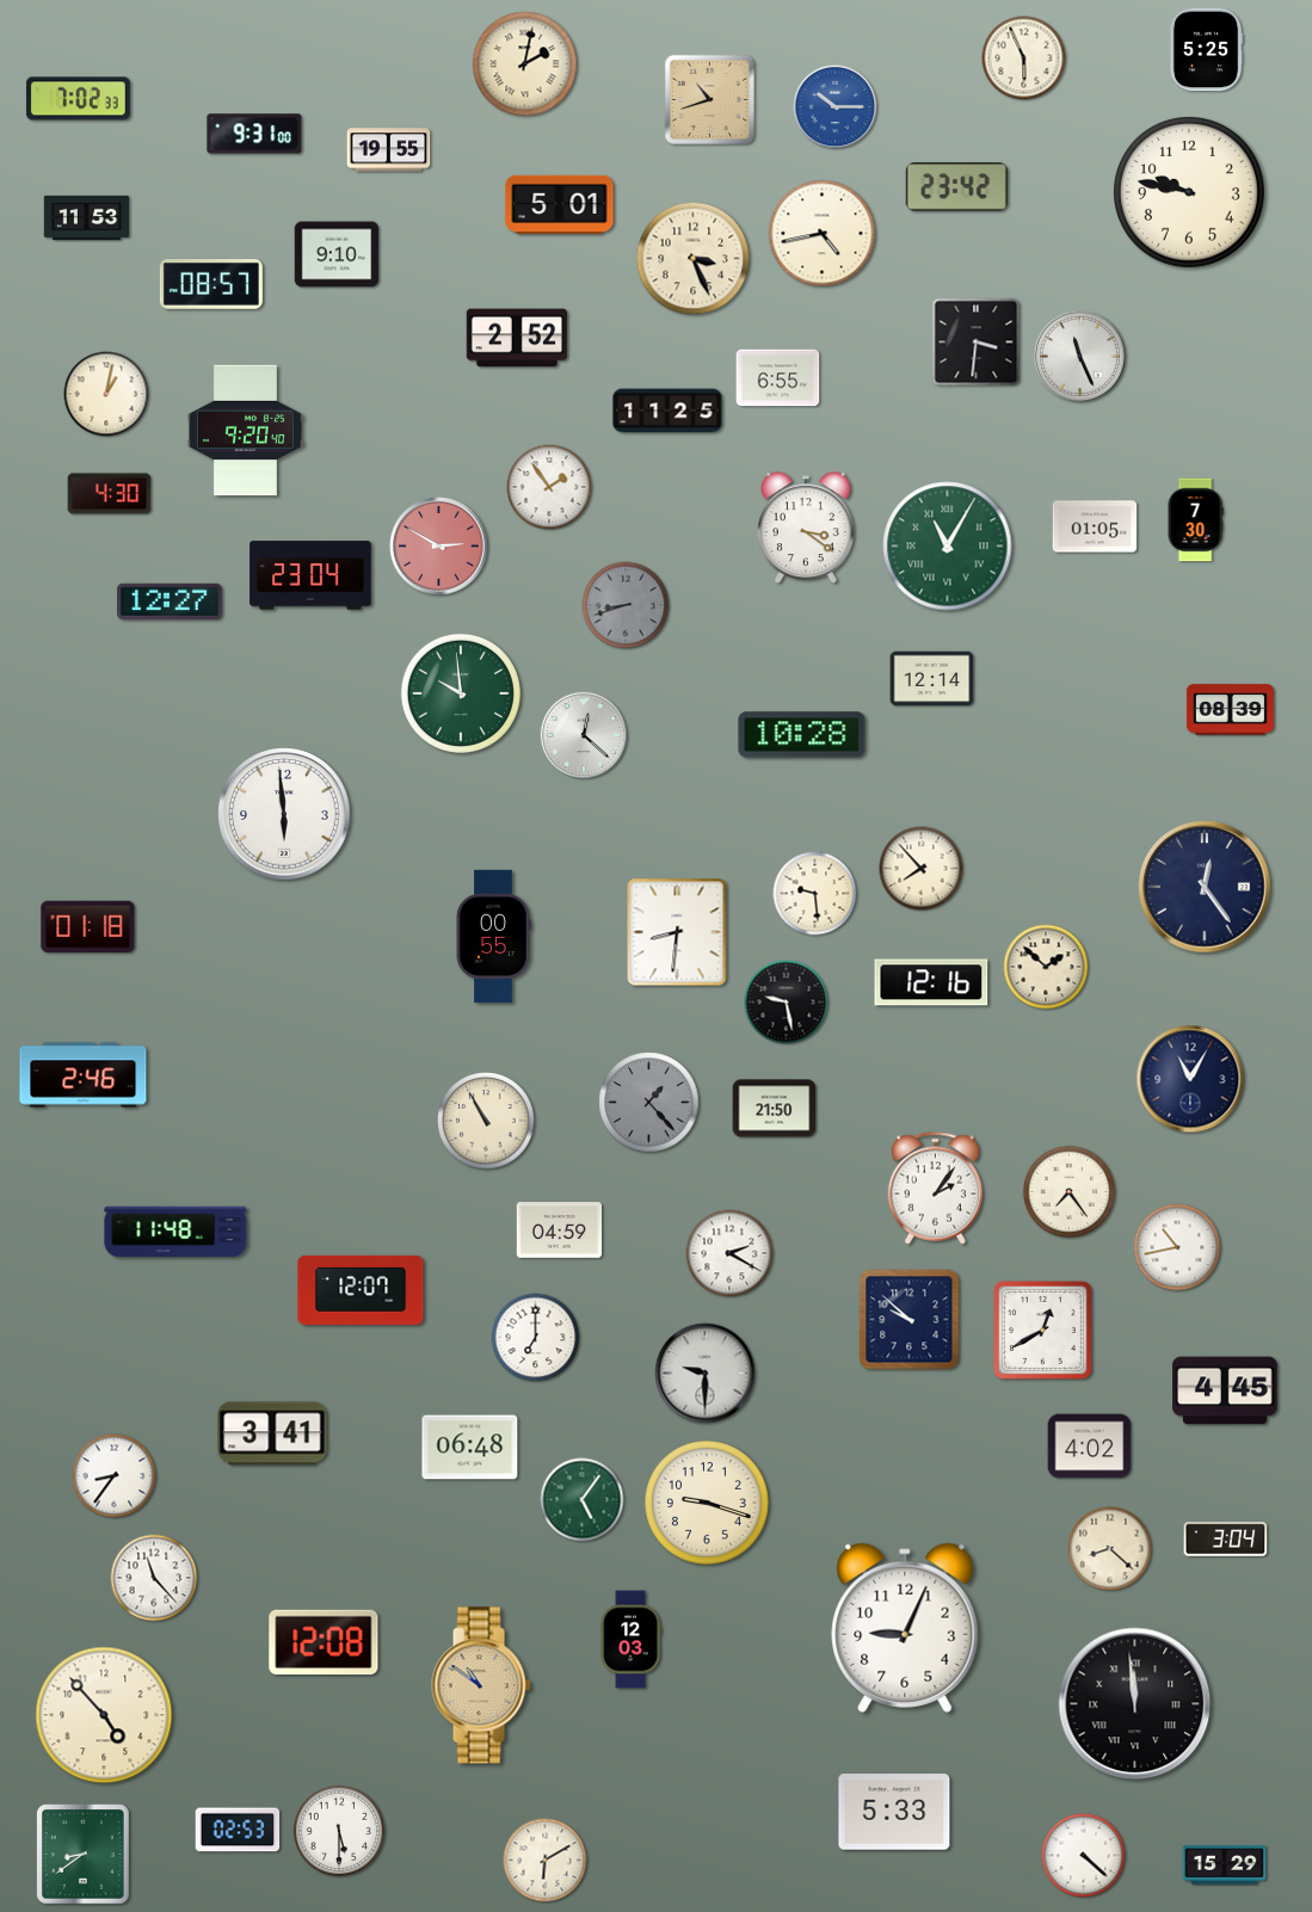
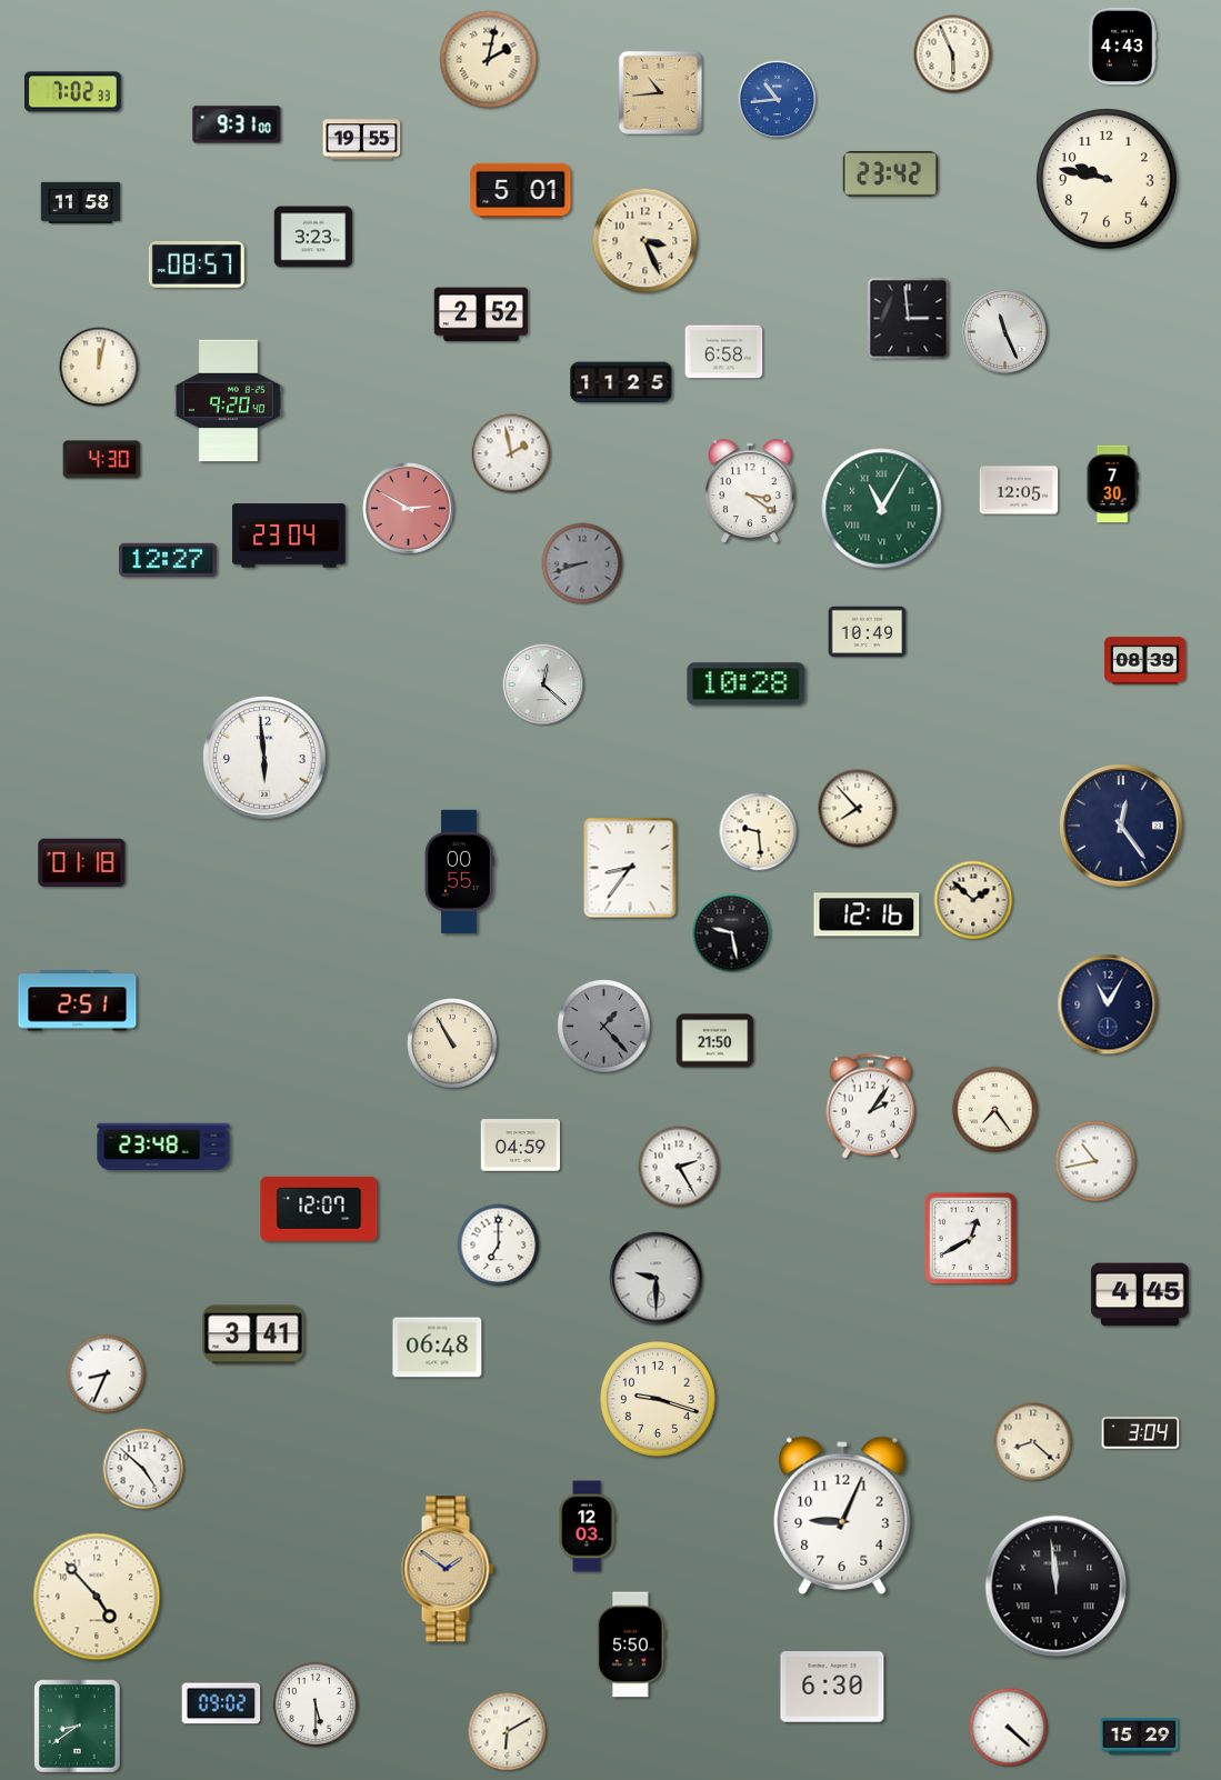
clock at (1206, 50): 5:25 -> 4:43
clock at (709, 99): 10:42 -> 10:44
clock at (836, 107): 10:15 -> 10:44
clock at (87, 218): 11:53 -> 11:58
clock at (823, 234): 4:43 -> none
clock at (337, 254): 9:10 -> 3:23
clock at (977, 343): 3:31 -> 2:59
clock at (778, 378): 6:55 -> 6:58
clock at (106, 394): 1:02 -> 12:02
clock at (549, 487): 1:54 -> 1:58
clock at (1095, 526): 01:05 -> 12:05
clock at (170, 600) position: (170, 600) -> (168, 559)
clock at (932, 679): 12:14 -> 10:49
clock at (461, 693): 9:59 -> none
clock at (677, 932): 8:31 -> 8:36
clock at (84, 1075): 2:46 -> 2:51
clock at (775, 1109) position: (775, 1109) -> (715, 1041)
clock at (175, 1232): 11:48 -> 23:48
clock at (729, 1253): 2:20 -> 2:25
clock at (361, 1290) position: (361, 1290) -> (319, 1209)
clock at (910, 1320): 9:52 -> none
clock at (1090, 1447): 4:02 -> none
clock at (115, 1476): 8:36 -> 8:34
clock at (583, 1500): 5:06 -> none
clock at (154, 1578): 11:23 -> 4:52
clock at (324, 1642): 12:08 -> none
clock at (481, 1685): 10:51 -> 1:51
clock at (632, 1644): none -> 5:50
clock at (894, 1812): 5:33 -> 6:30
clock at (238, 1830): 02:53 -> 09:02
